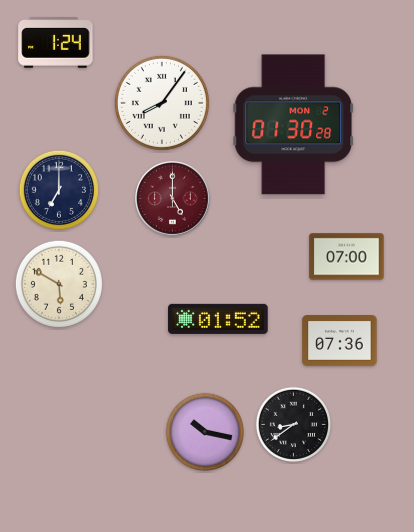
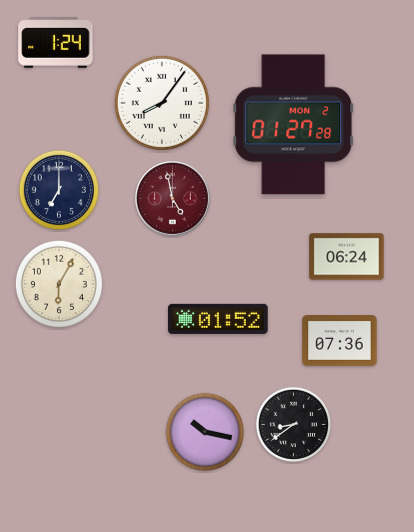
clock at (294, 125): 01:30 -> 01:27
clock at (173, 199): 5:00 -> 4:58
clock at (347, 257): 07:00 -> 06:24
clock at (59, 284): 5:50 -> 6:05
